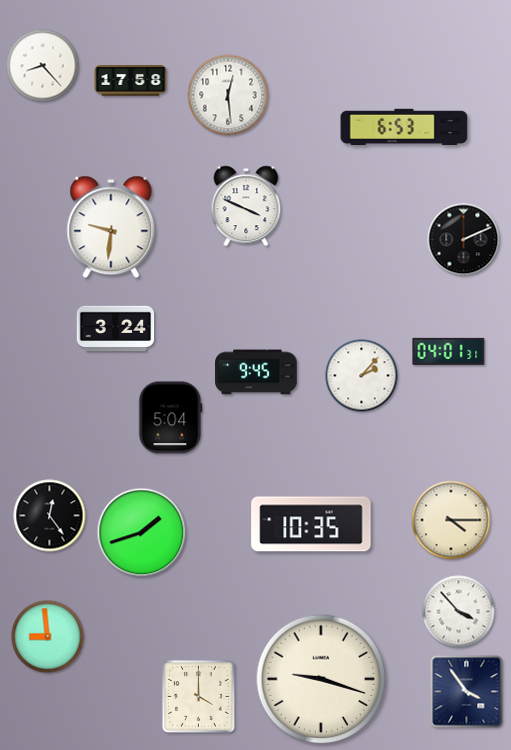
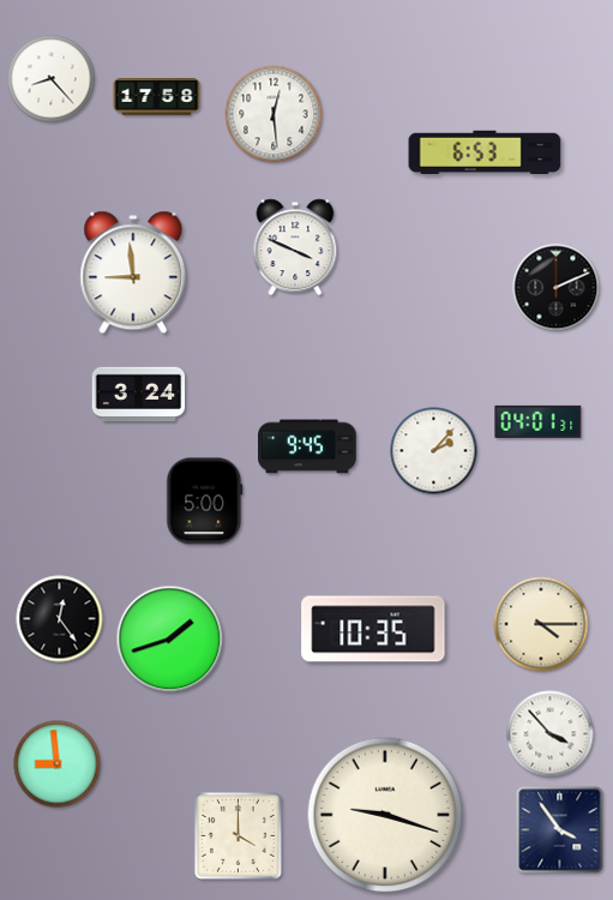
clock at (111, 227): 9:31 -> 8:59
clock at (171, 418): 5:04 -> 5:00
